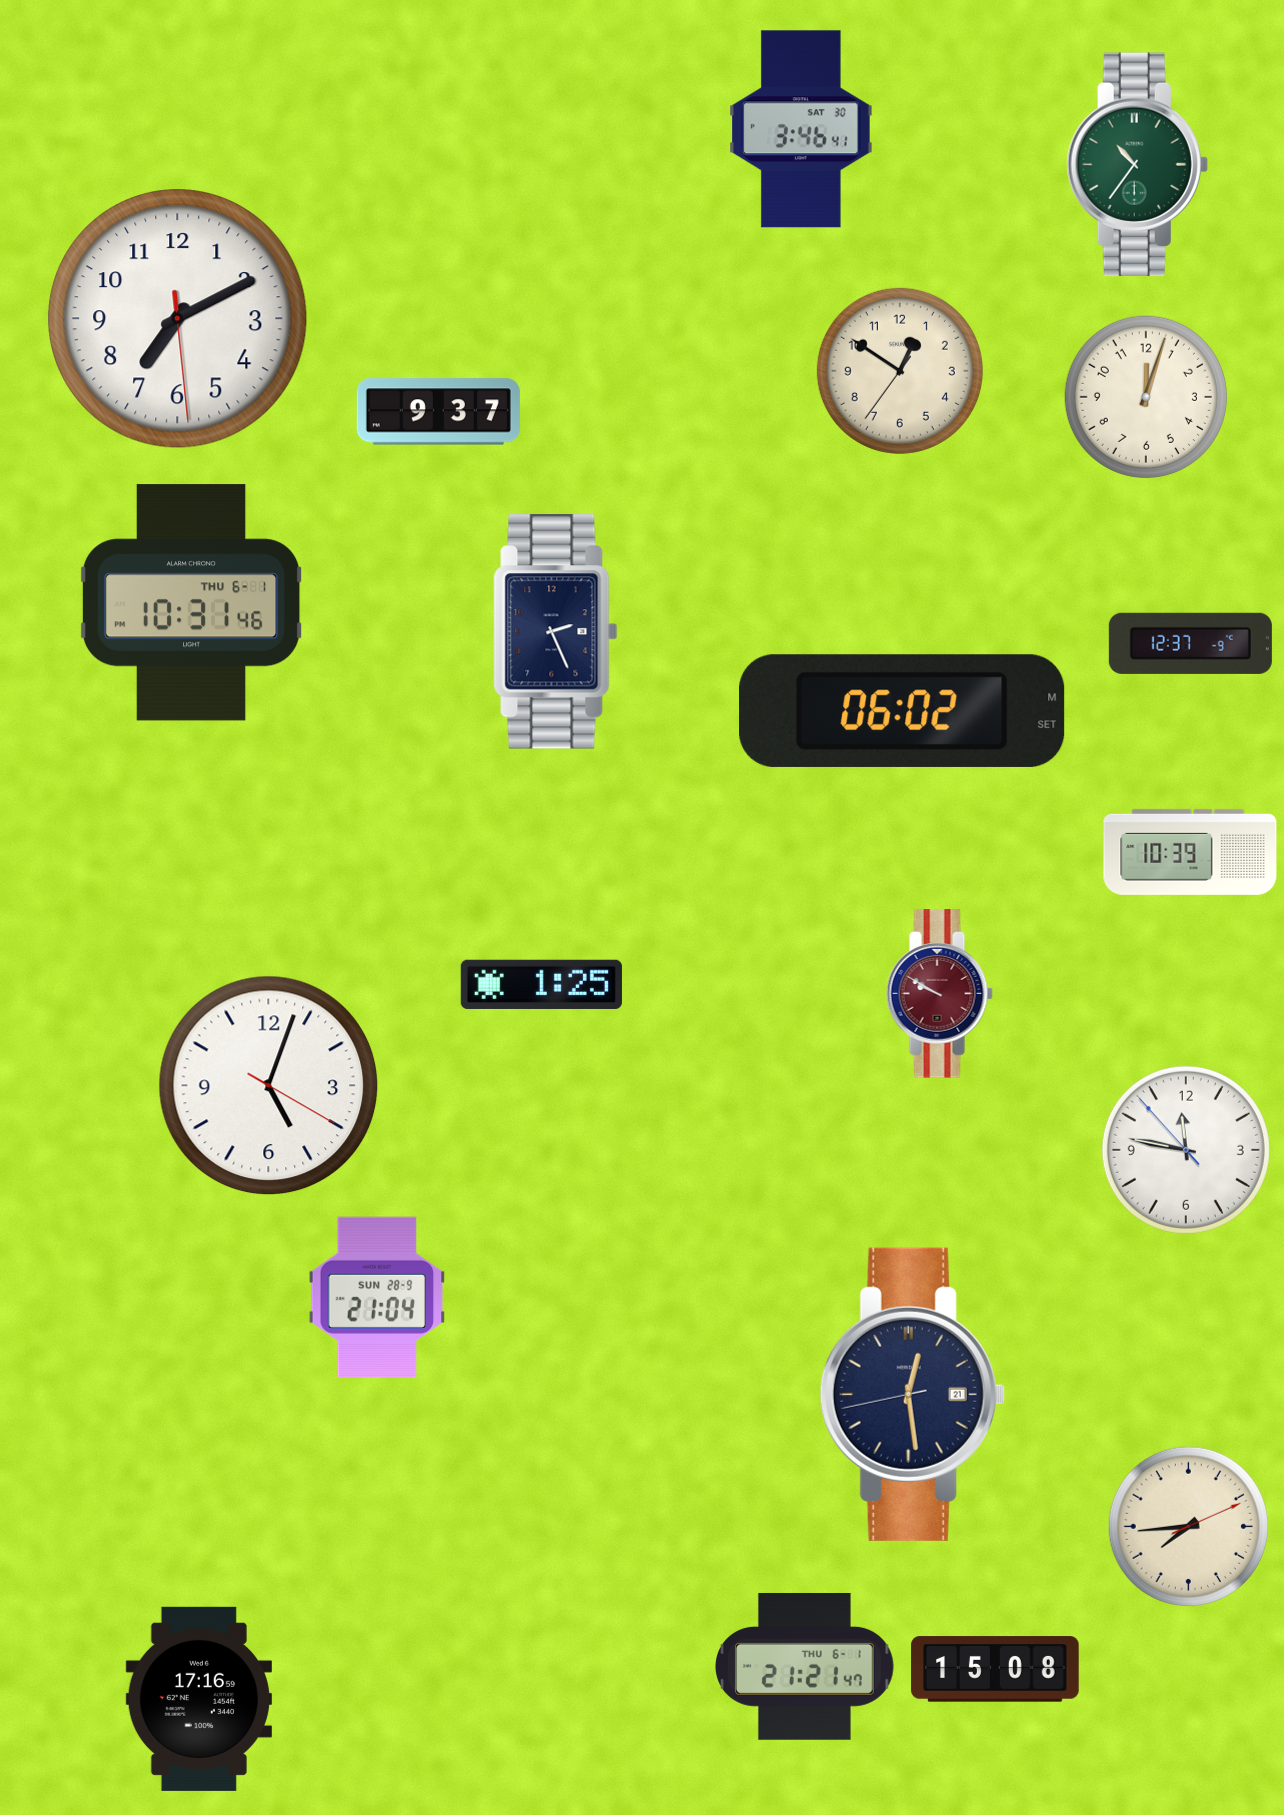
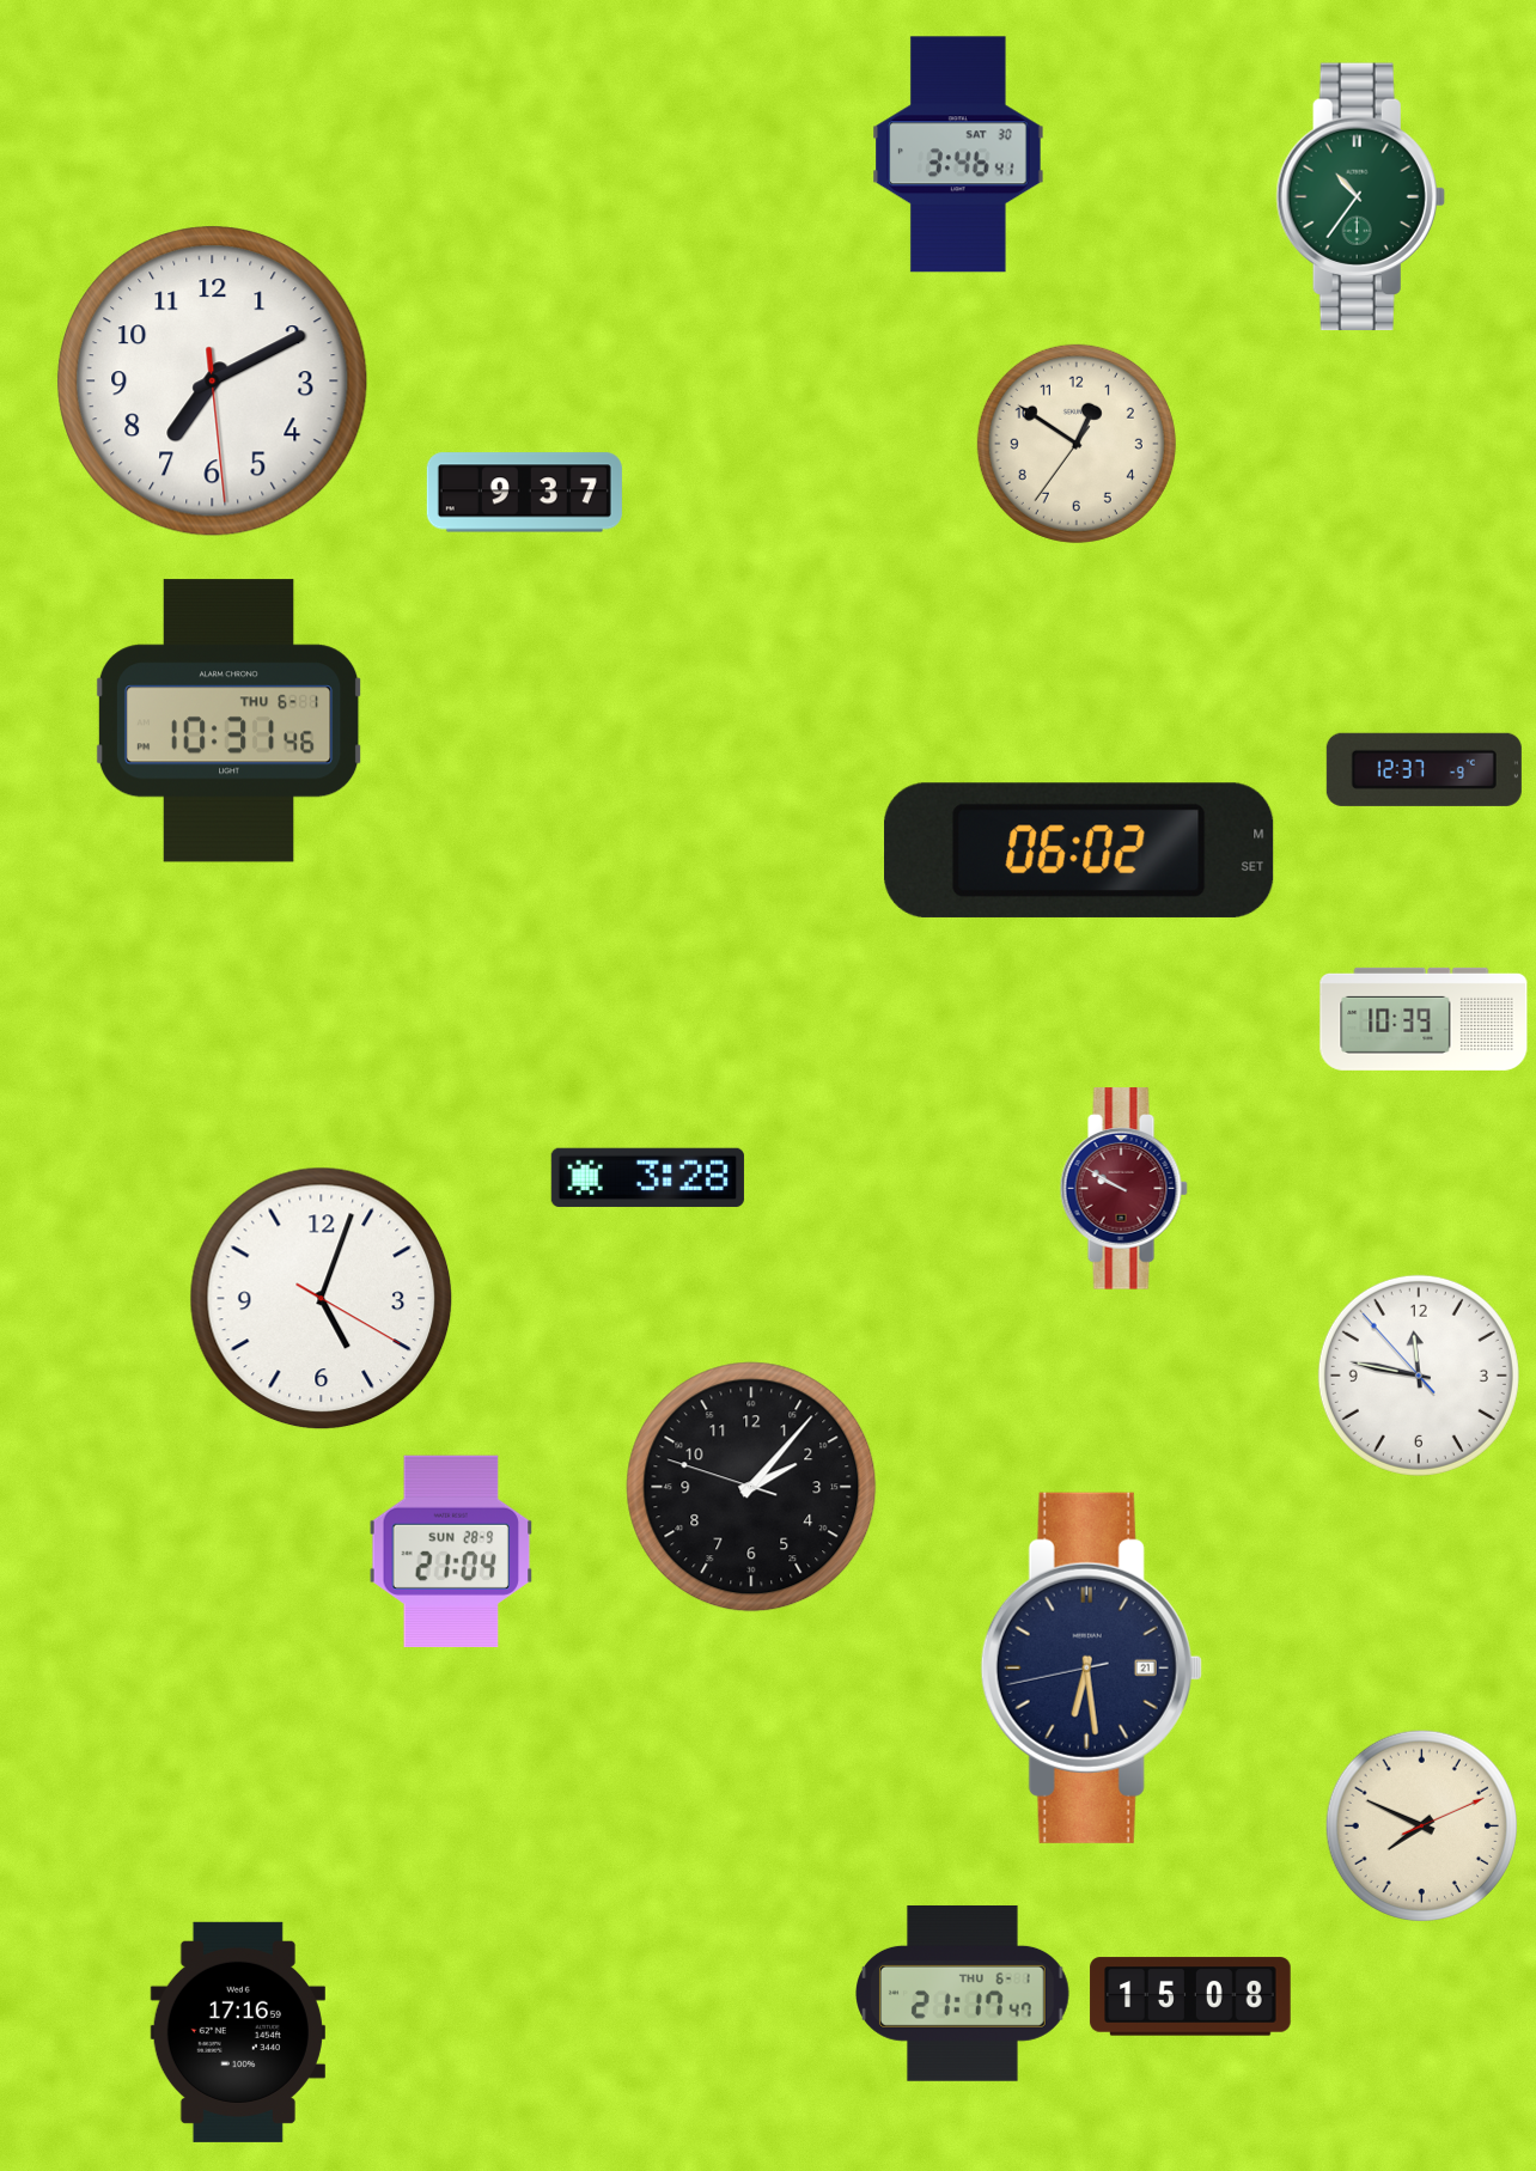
clock at (1146, 397): 12:03 -> none
clock at (556, 632): 2:26 -> none
clock at (541, 984): 1:25 -> 3:28
clock at (751, 1487): none -> 2:06
clock at (912, 1394): 12:28 -> 6:28
clock at (1188, 1526): 7:44 -> 7:49
clock at (805, 1666): 21:21 -> 21:17
